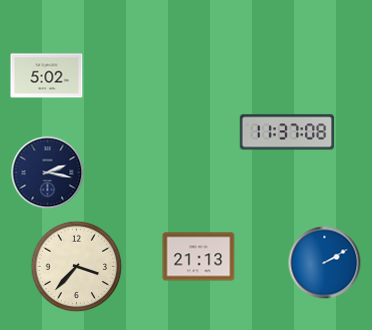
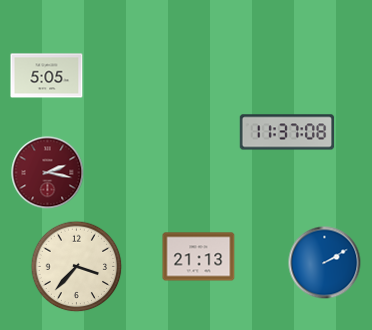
clock at (47, 76): 5:02 -> 5:05
clock at (48, 173) dial: navy -> burgundy
